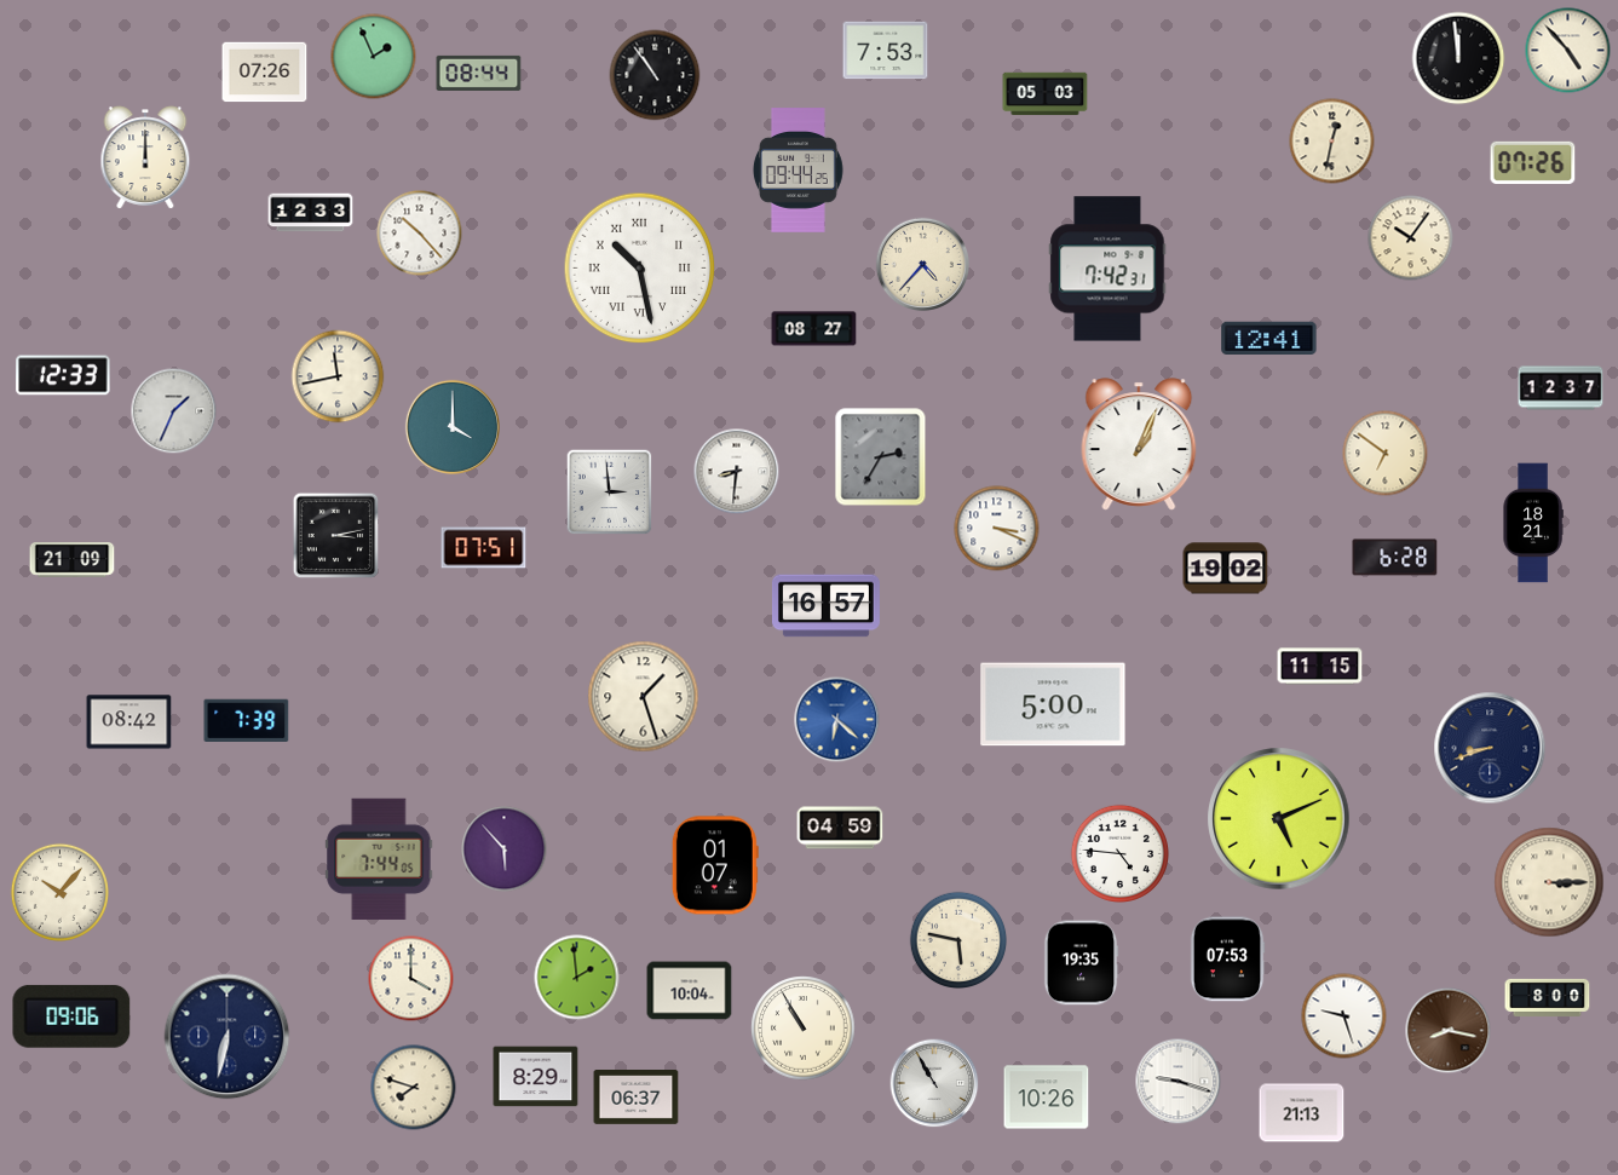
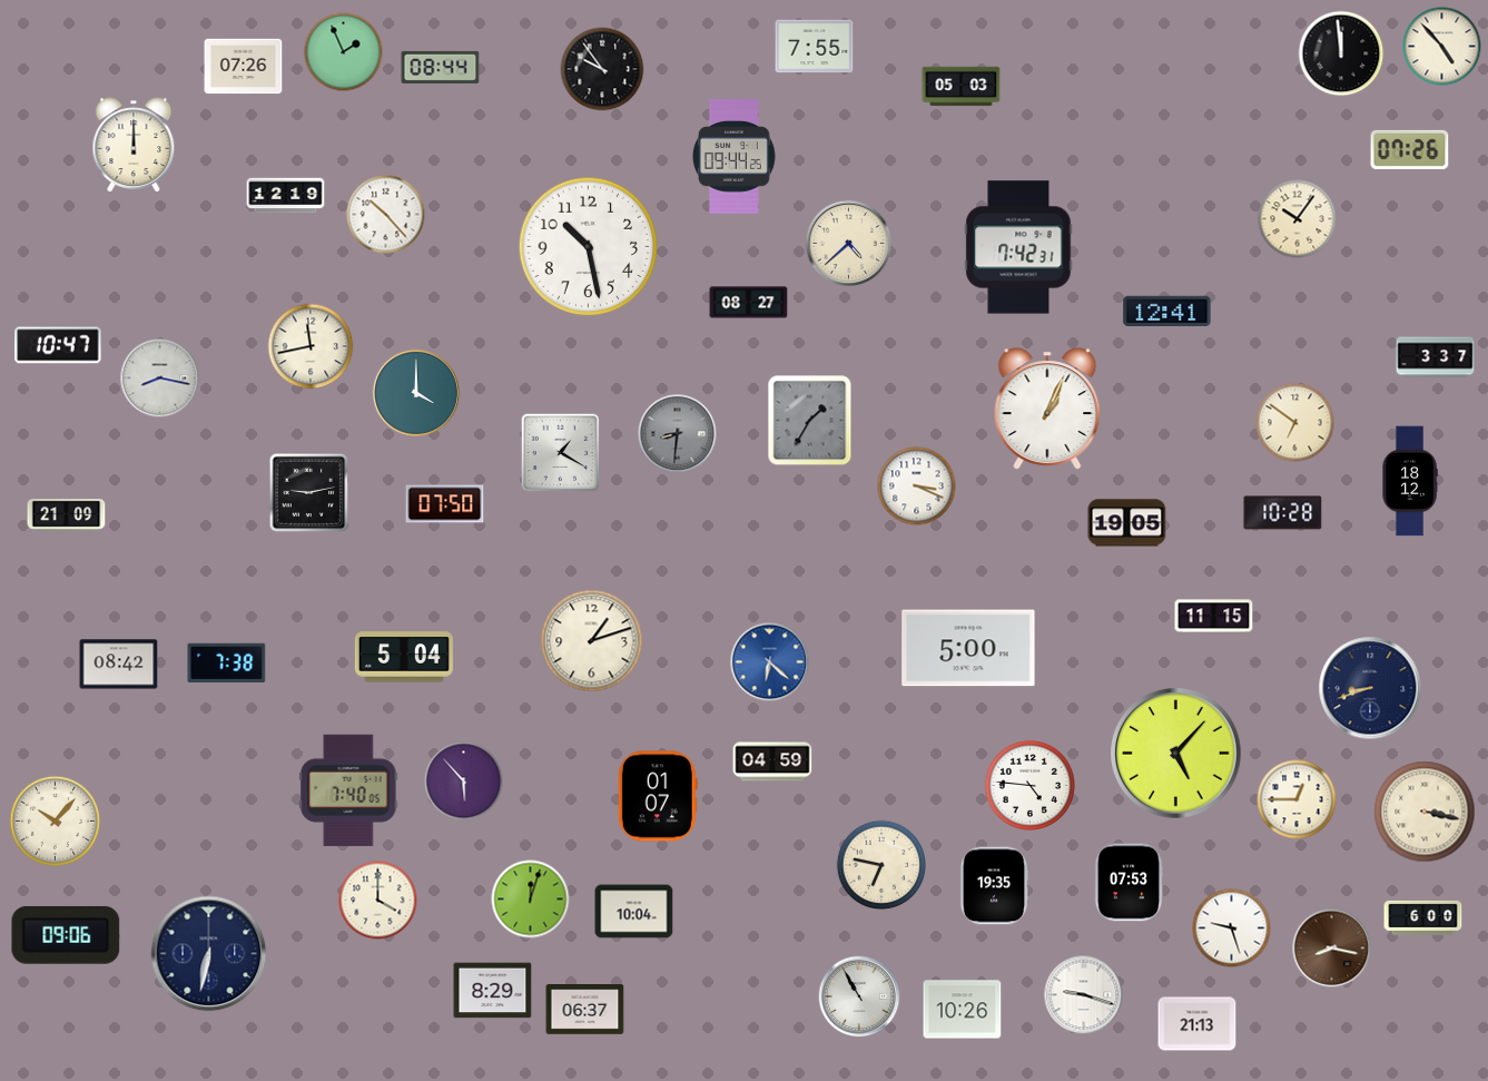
clock at (886, 51): 7:53 -> 7:55
clock at (655, 75): 10:54 -> 9:54
clock at (1332, 142): 12:32 -> none
clock at (311, 213): 12:33 -> 12:19
clock at (922, 264): 4:37 -> 4:38
clock at (640, 269) numerals: Roman -> Arabic
clock at (63, 375): 12:33 -> 10:47
clock at (1561, 388): 12:37 -> 3:37
clock at (174, 411): 1:34 -> 8:17
clock at (1386, 454) position: (1386, 454) -> (1295, 423)
clock at (881, 457): 2:35 -> 1:35
clock at (737, 472) dial: white -> grey
clock at (610, 493): 2:59 -> 1:20
clock at (1533, 523): 18:21 -> 18:12
clock at (336, 536): 3:13 -> 9:13
clock at (484, 548): 07:51 -> 07:50
clock at (1395, 558): 6:28 -> 10:28
clock at (1226, 569): 19:02 -> 19:05
clock at (825, 606): 16:57 -> none
clock at (1320, 667) position: (1320, 667) -> (1214, 617)
clock at (644, 697): 1:27 -> 1:12
clock at (404, 657): none -> 5:04
clock at (247, 720): 7:39 -> 7:38
clock at (1279, 819): 5:11 -> 5:07
clock at (379, 859): 7:44 -> 7:40
clock at (1297, 799): none -> 12:45
clock at (1549, 882): 3:15 -> 3:17
clock at (958, 940): 5:47 -> 6:47
clock at (577, 978): 1:59 -> 12:03
clock at (1548, 997): 8:00 -> 6:00
clock at (1345, 1016) position: (1345, 1016) -> (1232, 928)
clock at (804, 1029): 10:55 -> none
clock at (414, 1088): 7:48 -> none
